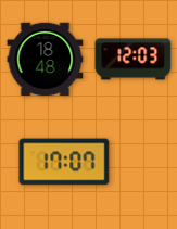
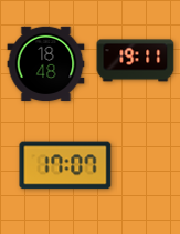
clock at (46, 60) position: (46, 60) -> (46, 64)
clock at (134, 60): 12:03 -> 19:11
